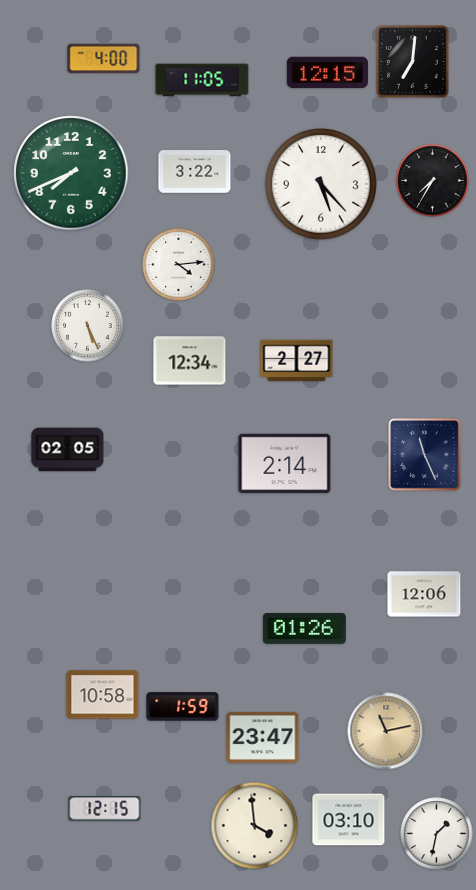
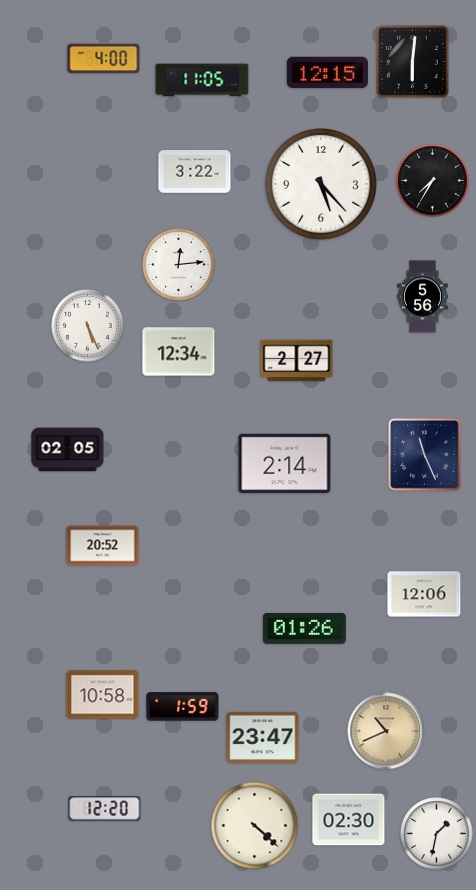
clock at (413, 62): 7:01 -> 6:01
clock at (71, 173): 7:41 -> none
clock at (179, 265): 4:14 -> 12:14
clock at (422, 297): none -> 5:56
clock at (190, 361) position: (190, 361) -> (179, 352)
clock at (103, 546): none -> 20:52
clock at (386, 731): 11:13 -> 10:41
clock at (105, 809): 12:15 -> 12:20
clock at (349, 820): 03:10 -> 02:30
clock at (255, 826): 3:59 -> 4:22
